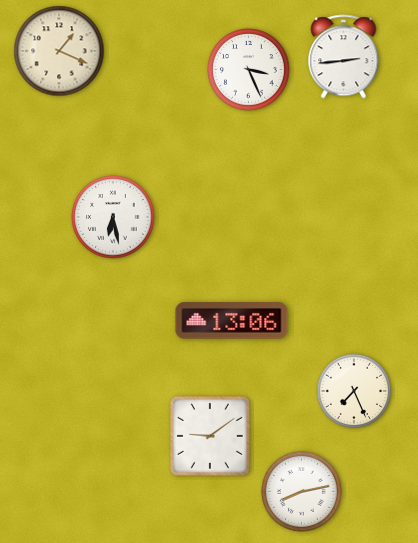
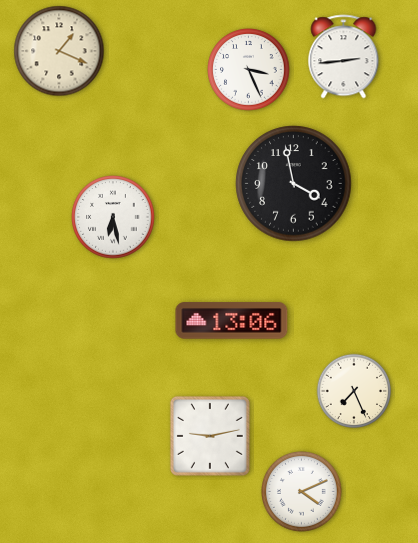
clock at (294, 184): none -> 3:58
clock at (210, 436): 9:09 -> 9:13
clock at (302, 492): 8:13 -> 4:11
